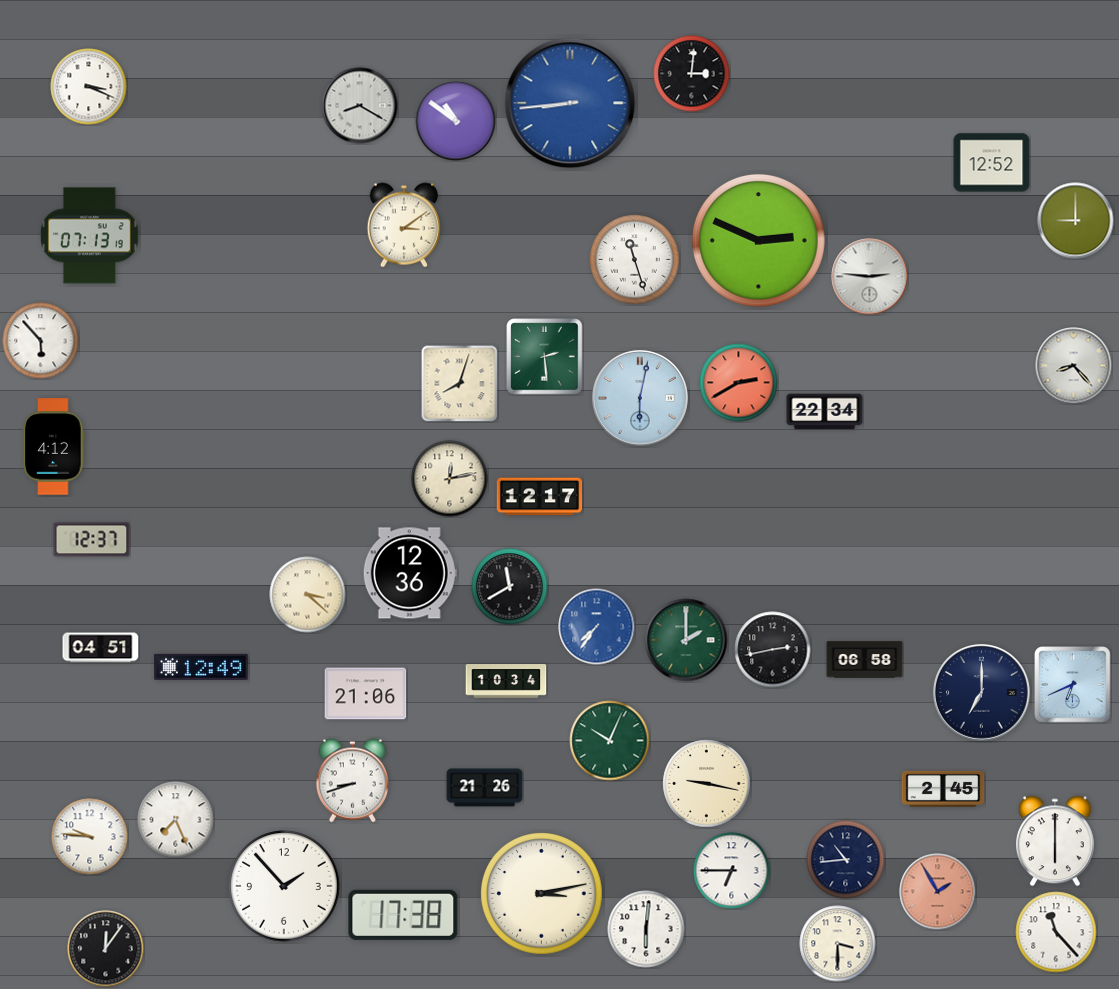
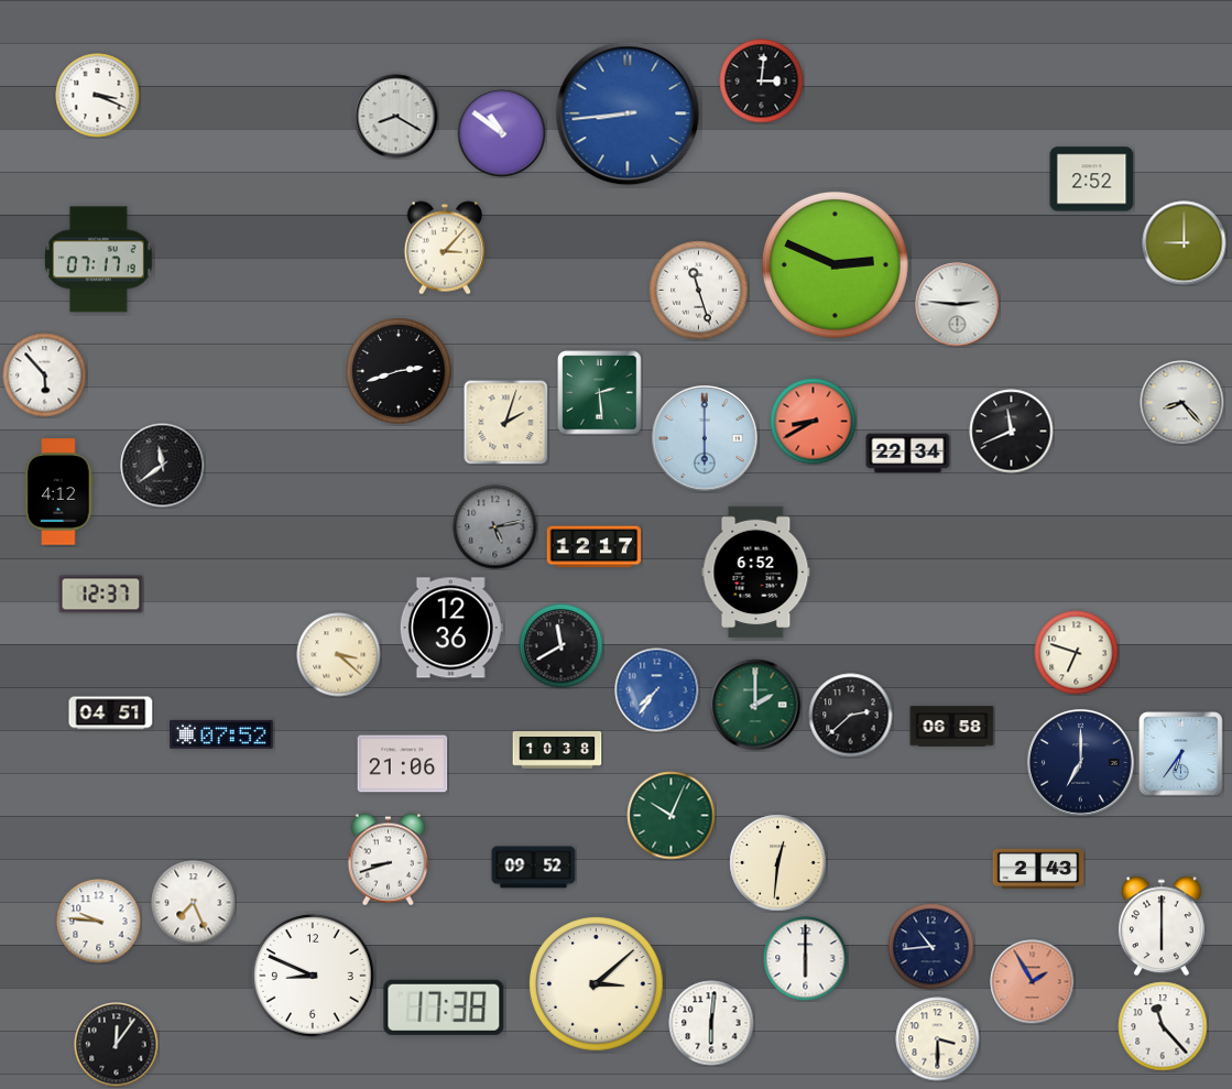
clock at (992, 163): 12:52 -> 2:52
clock at (403, 225): 3:09 -> 3:07
clock at (90, 236): 07:13 -> 07:17
clock at (635, 260) position: (635, 260) -> (699, 291)
clock at (399, 371): none -> 2:42
clock at (459, 383): 8:03 -> 2:03
clock at (739, 383): 2:40 -> 8:40
clock at (1012, 432): none -> 11:41
clock at (640, 398): 6:02 -> 6:00
clock at (163, 466): none -> 11:39
clock at (450, 479): 12:13 -> 5:13
clock at (450, 479) dial: cream -> grey
clock at (756, 573): none -> 6:52
clock at (410, 573) position: (410, 573) -> (451, 628)
clock at (1077, 653): none -> 6:48
clock at (773, 650): 2:43 -> 2:38
clock at (201, 667): 12:49 -> 07:52
clock at (506, 681): 10:34 -> 10:38
clock at (1073, 685): 6:41 -> 6:36
clock at (707, 784): 9:17 -> 12:31
clock at (485, 788): 21:26 -> 09:52
clock at (943, 789): 2:45 -> 2:43
clock at (732, 871): 6:45 -> 6:00
clock at (284, 886): 1:53 -> 8:49
clock at (542, 894): 3:13 -> 3:08
clock at (838, 944) position: (838, 944) -> (938, 1039)
